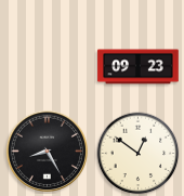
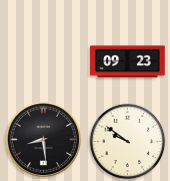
clock at (47, 151): 8:25 -> 8:29
clock at (139, 154): 12:51 -> 9:51
